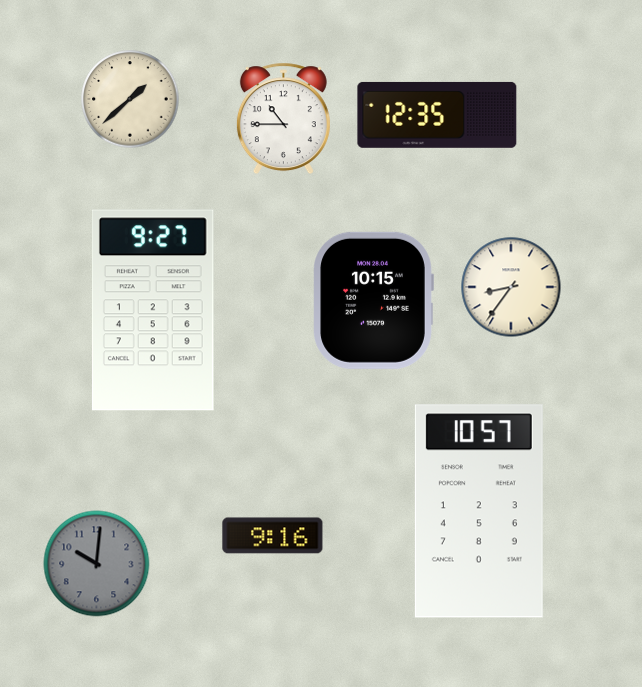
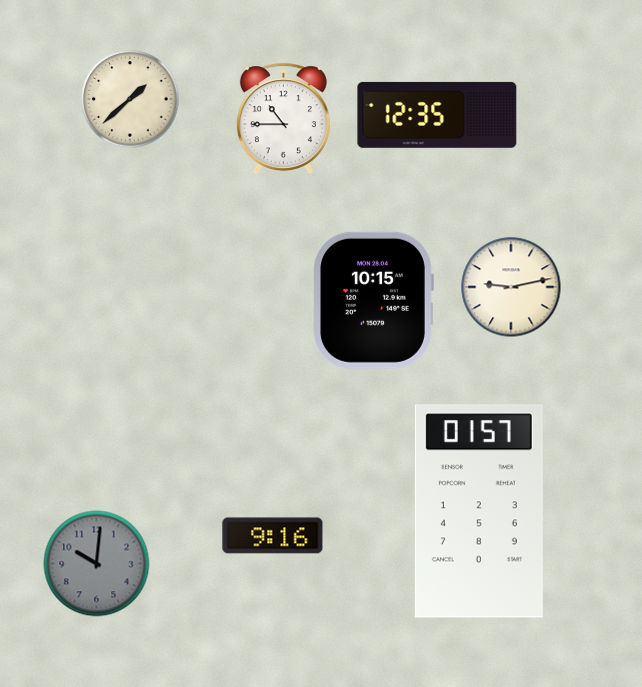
clock at (511, 287): 8:36 -> 9:13
clock at (153, 310): 9:27 -> none
clock at (479, 511): 10:57 -> 01:57
